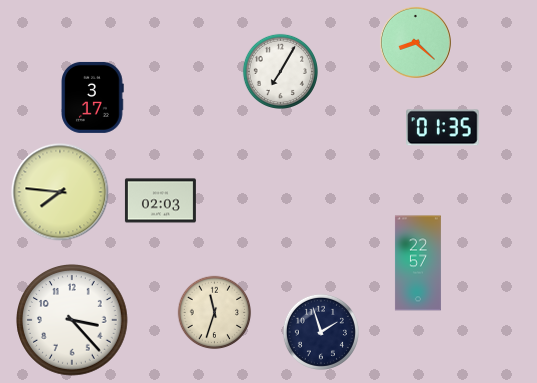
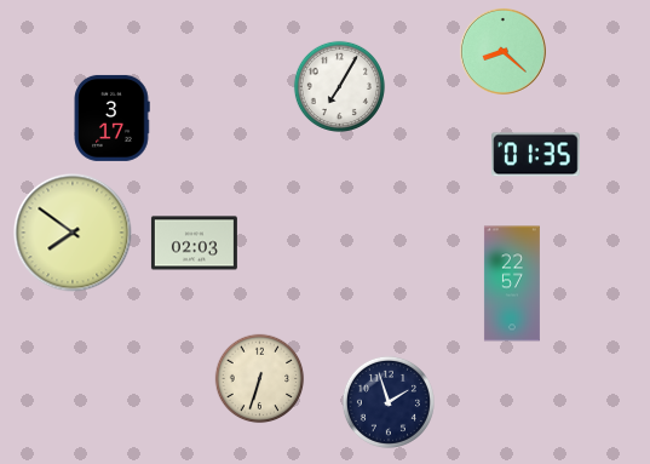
clock at (60, 192): 7:46 -> 7:51
clock at (418, 263) position: (418, 263) -> (512, 283)
clock at (215, 313): 11:33 -> 6:33
clock at (73, 321): 3:23 -> none
